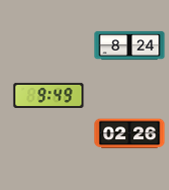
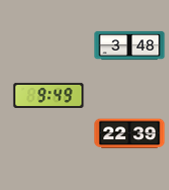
clock at (130, 46): 8:24 -> 3:48
clock at (130, 134): 02:26 -> 22:39
